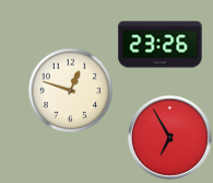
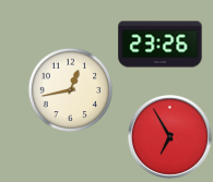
clock at (70, 90): 12:48 -> 12:43
